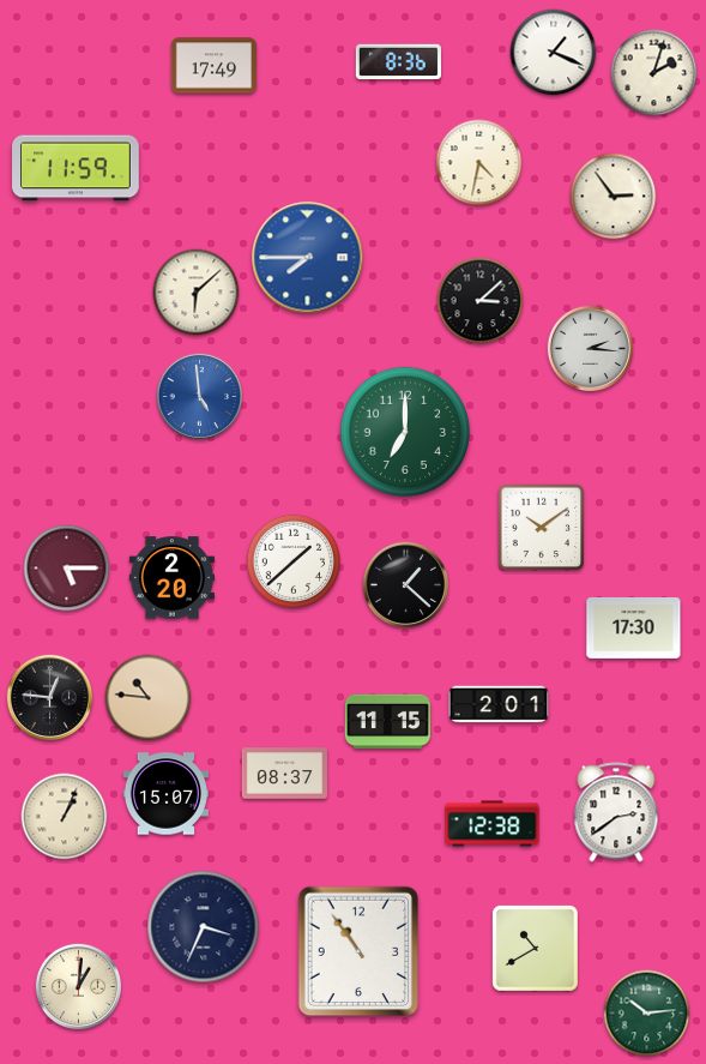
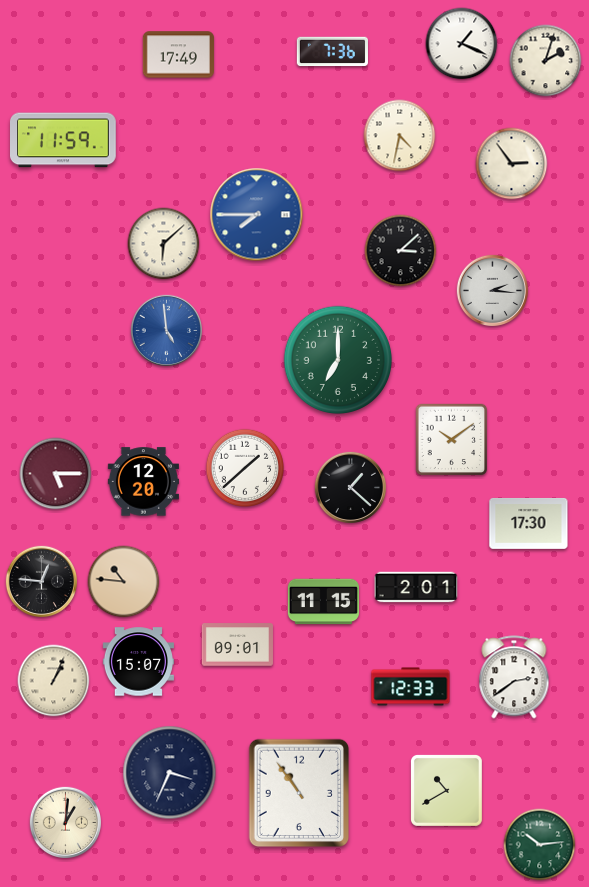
clock at (398, 62): 8:36 -> 7:36
clock at (171, 578): 2:20 -> 12:20
clock at (405, 584) position: (405, 584) -> (350, 487)
clock at (284, 774): 08:37 -> 09:01
clock at (493, 824): 12:38 -> 12:33
